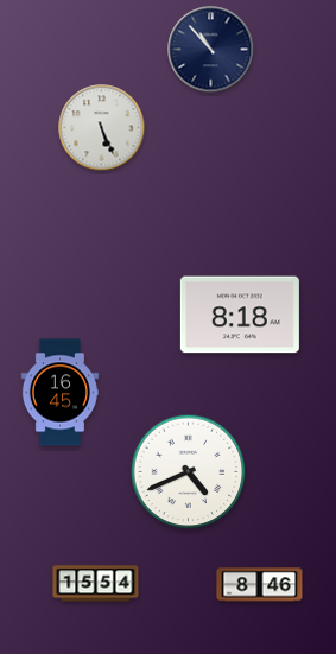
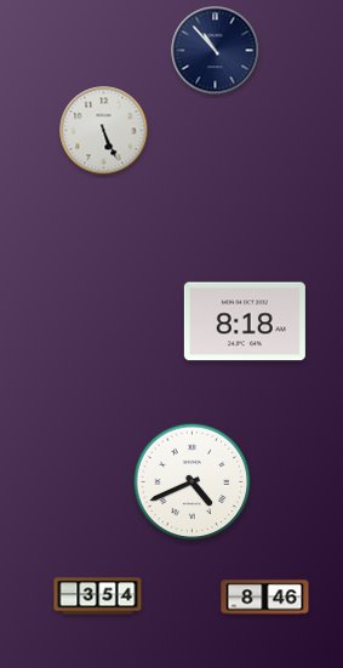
clock at (59, 393): 16:45 -> none
clock at (96, 584): 15:54 -> 3:54
